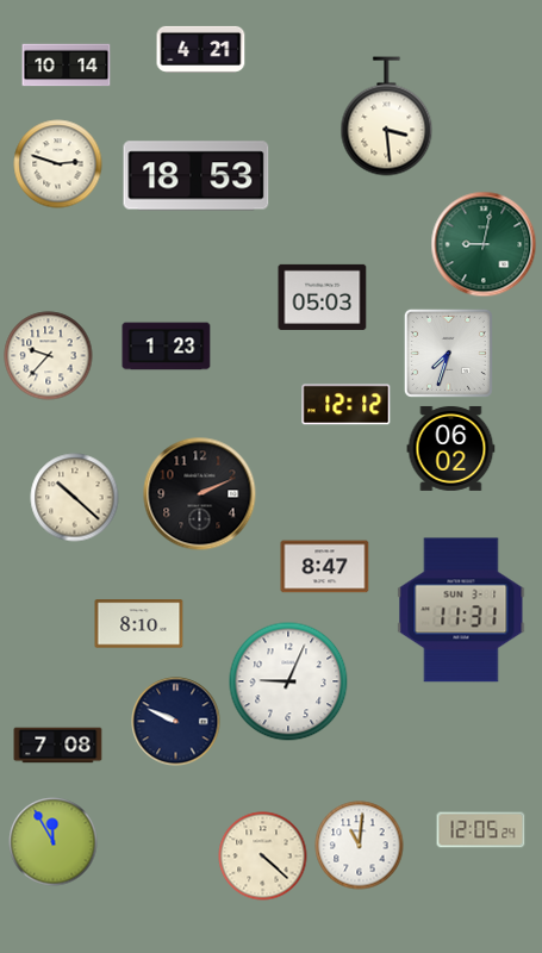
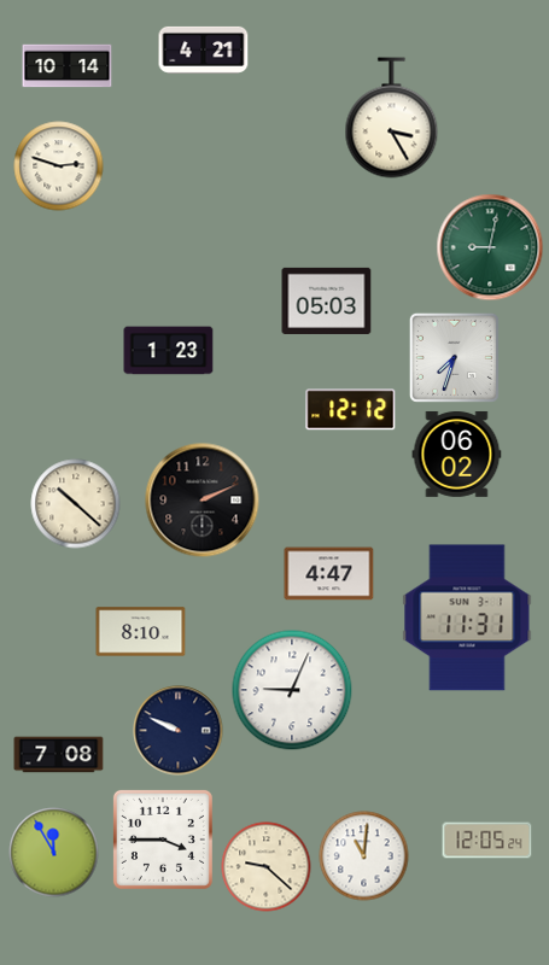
clock at (387, 117): 3:29 -> 3:25
clock at (197, 176): 18:53 -> none
clock at (49, 356): 9:37 -> none
clock at (325, 567): 8:47 -> 4:47
clock at (163, 840): none -> 3:45
clock at (263, 857): 4:22 -> 9:22
